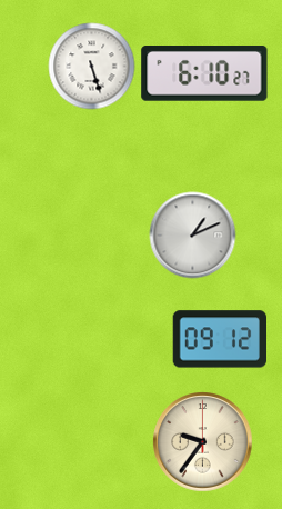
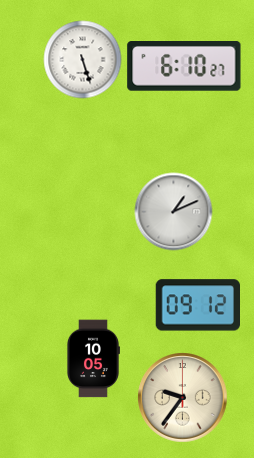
clock at (94, 358): none -> 10:05
